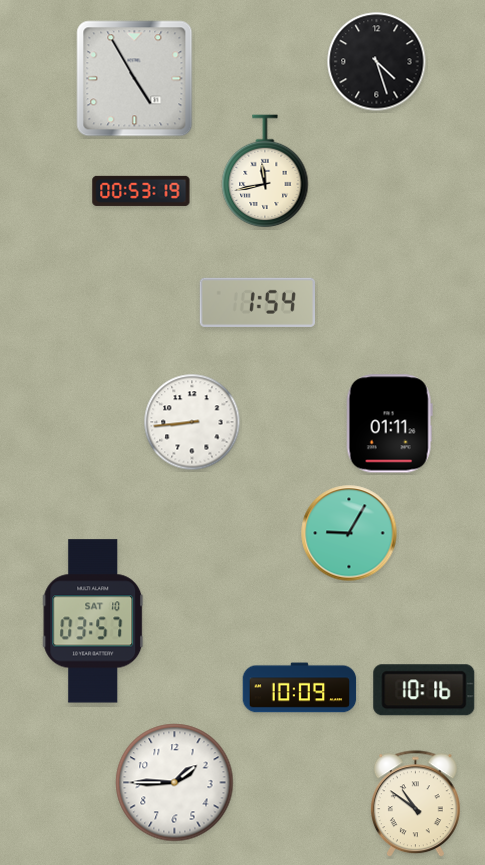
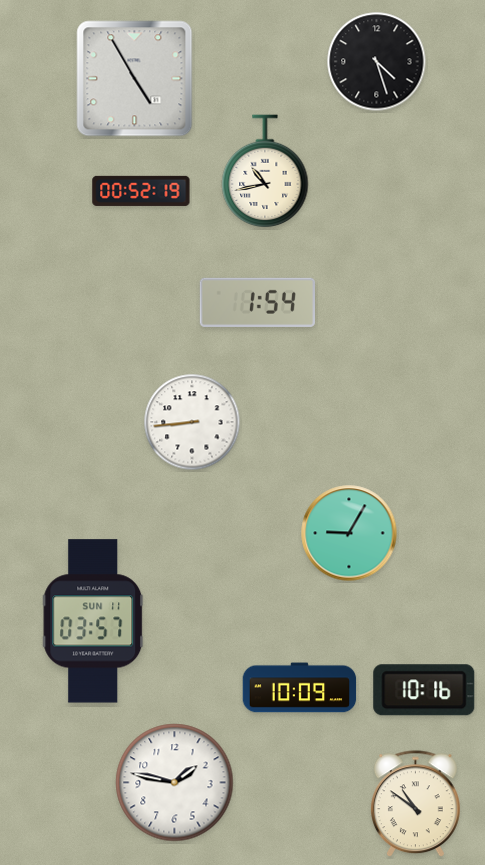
clock at (265, 172): 11:43 -> 10:43
clock at (141, 191): 00:53 -> 00:52
clock at (389, 424): 01:11 -> none
clock at (93, 621) date: SAT 10 -> SUN 11
clock at (175, 783): 1:45 -> 1:47
